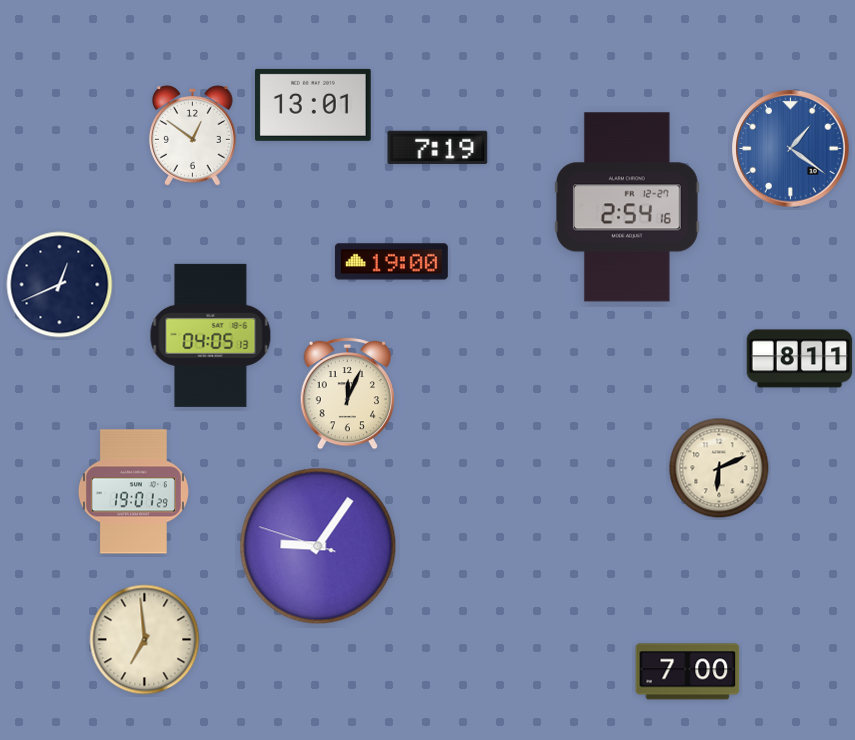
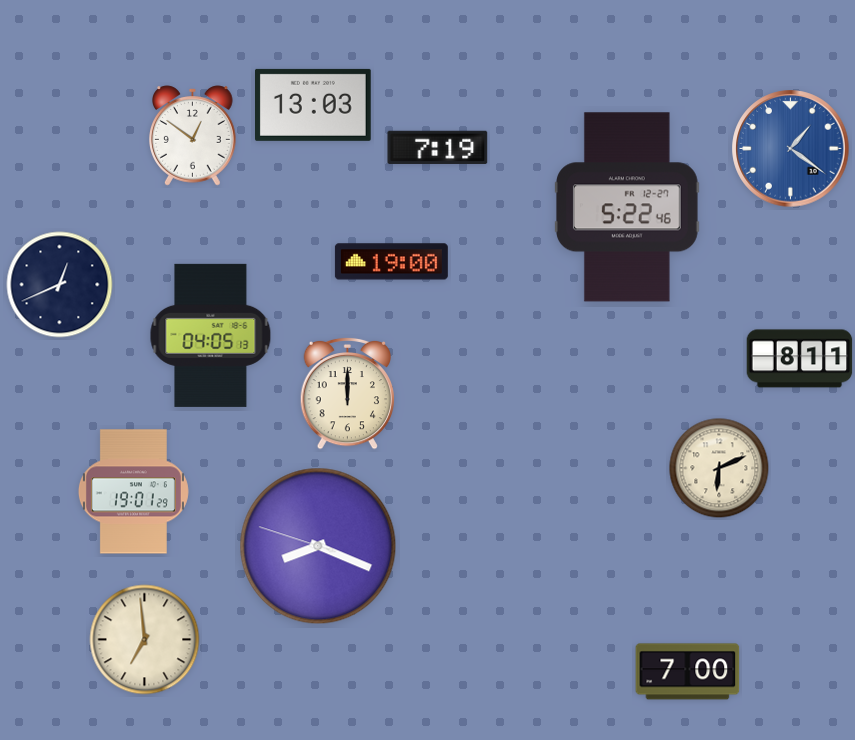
clock at (314, 105): 13:01 -> 13:03
clock at (627, 207): 2:54 -> 5:22
clock at (347, 393): 12:04 -> 12:00
clock at (318, 546): 9:05 -> 8:18
